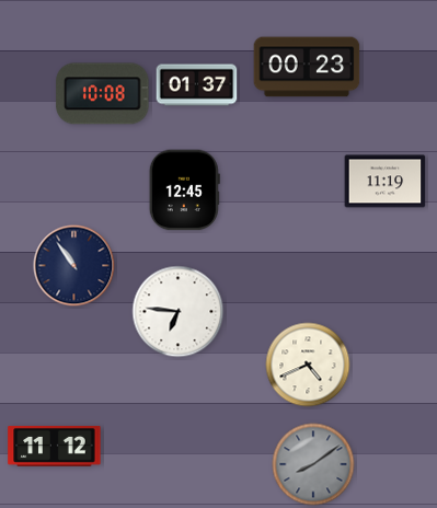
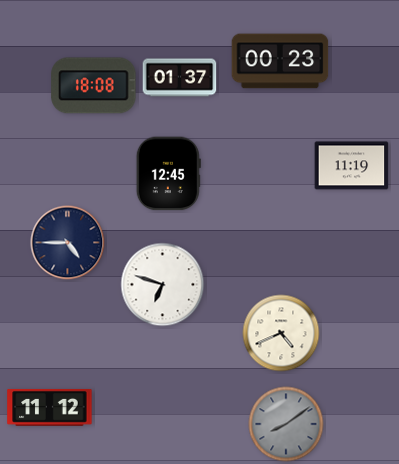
clock at (103, 94): 10:08 -> 18:08
clock at (74, 266): 10:54 -> 4:45
clock at (179, 312): 6:46 -> 6:48
